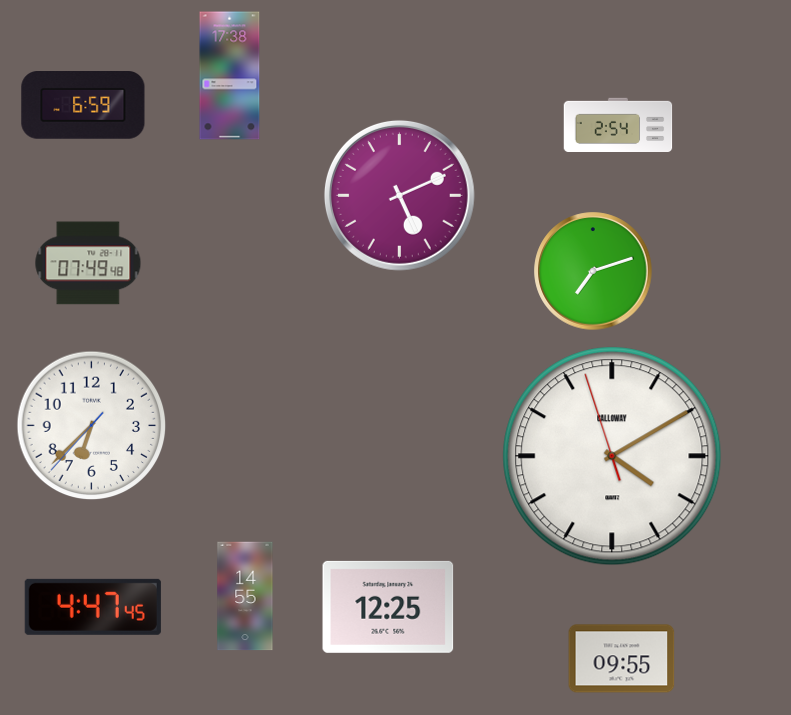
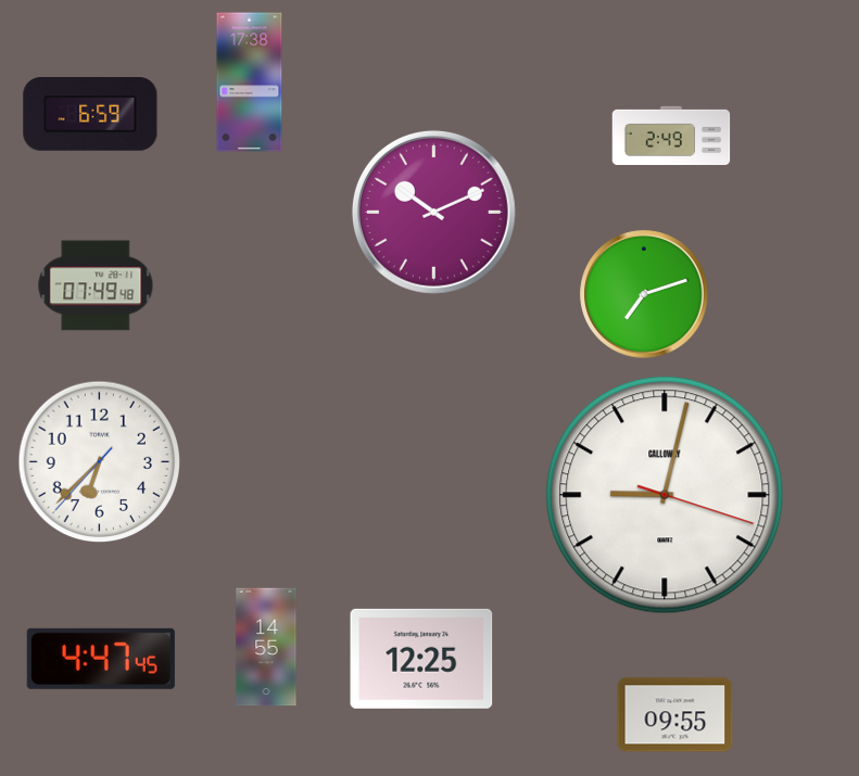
clock at (618, 125): 2:54 -> 2:49
clock at (399, 195): 5:11 -> 10:11
clock at (612, 456): 4:09 -> 9:02
